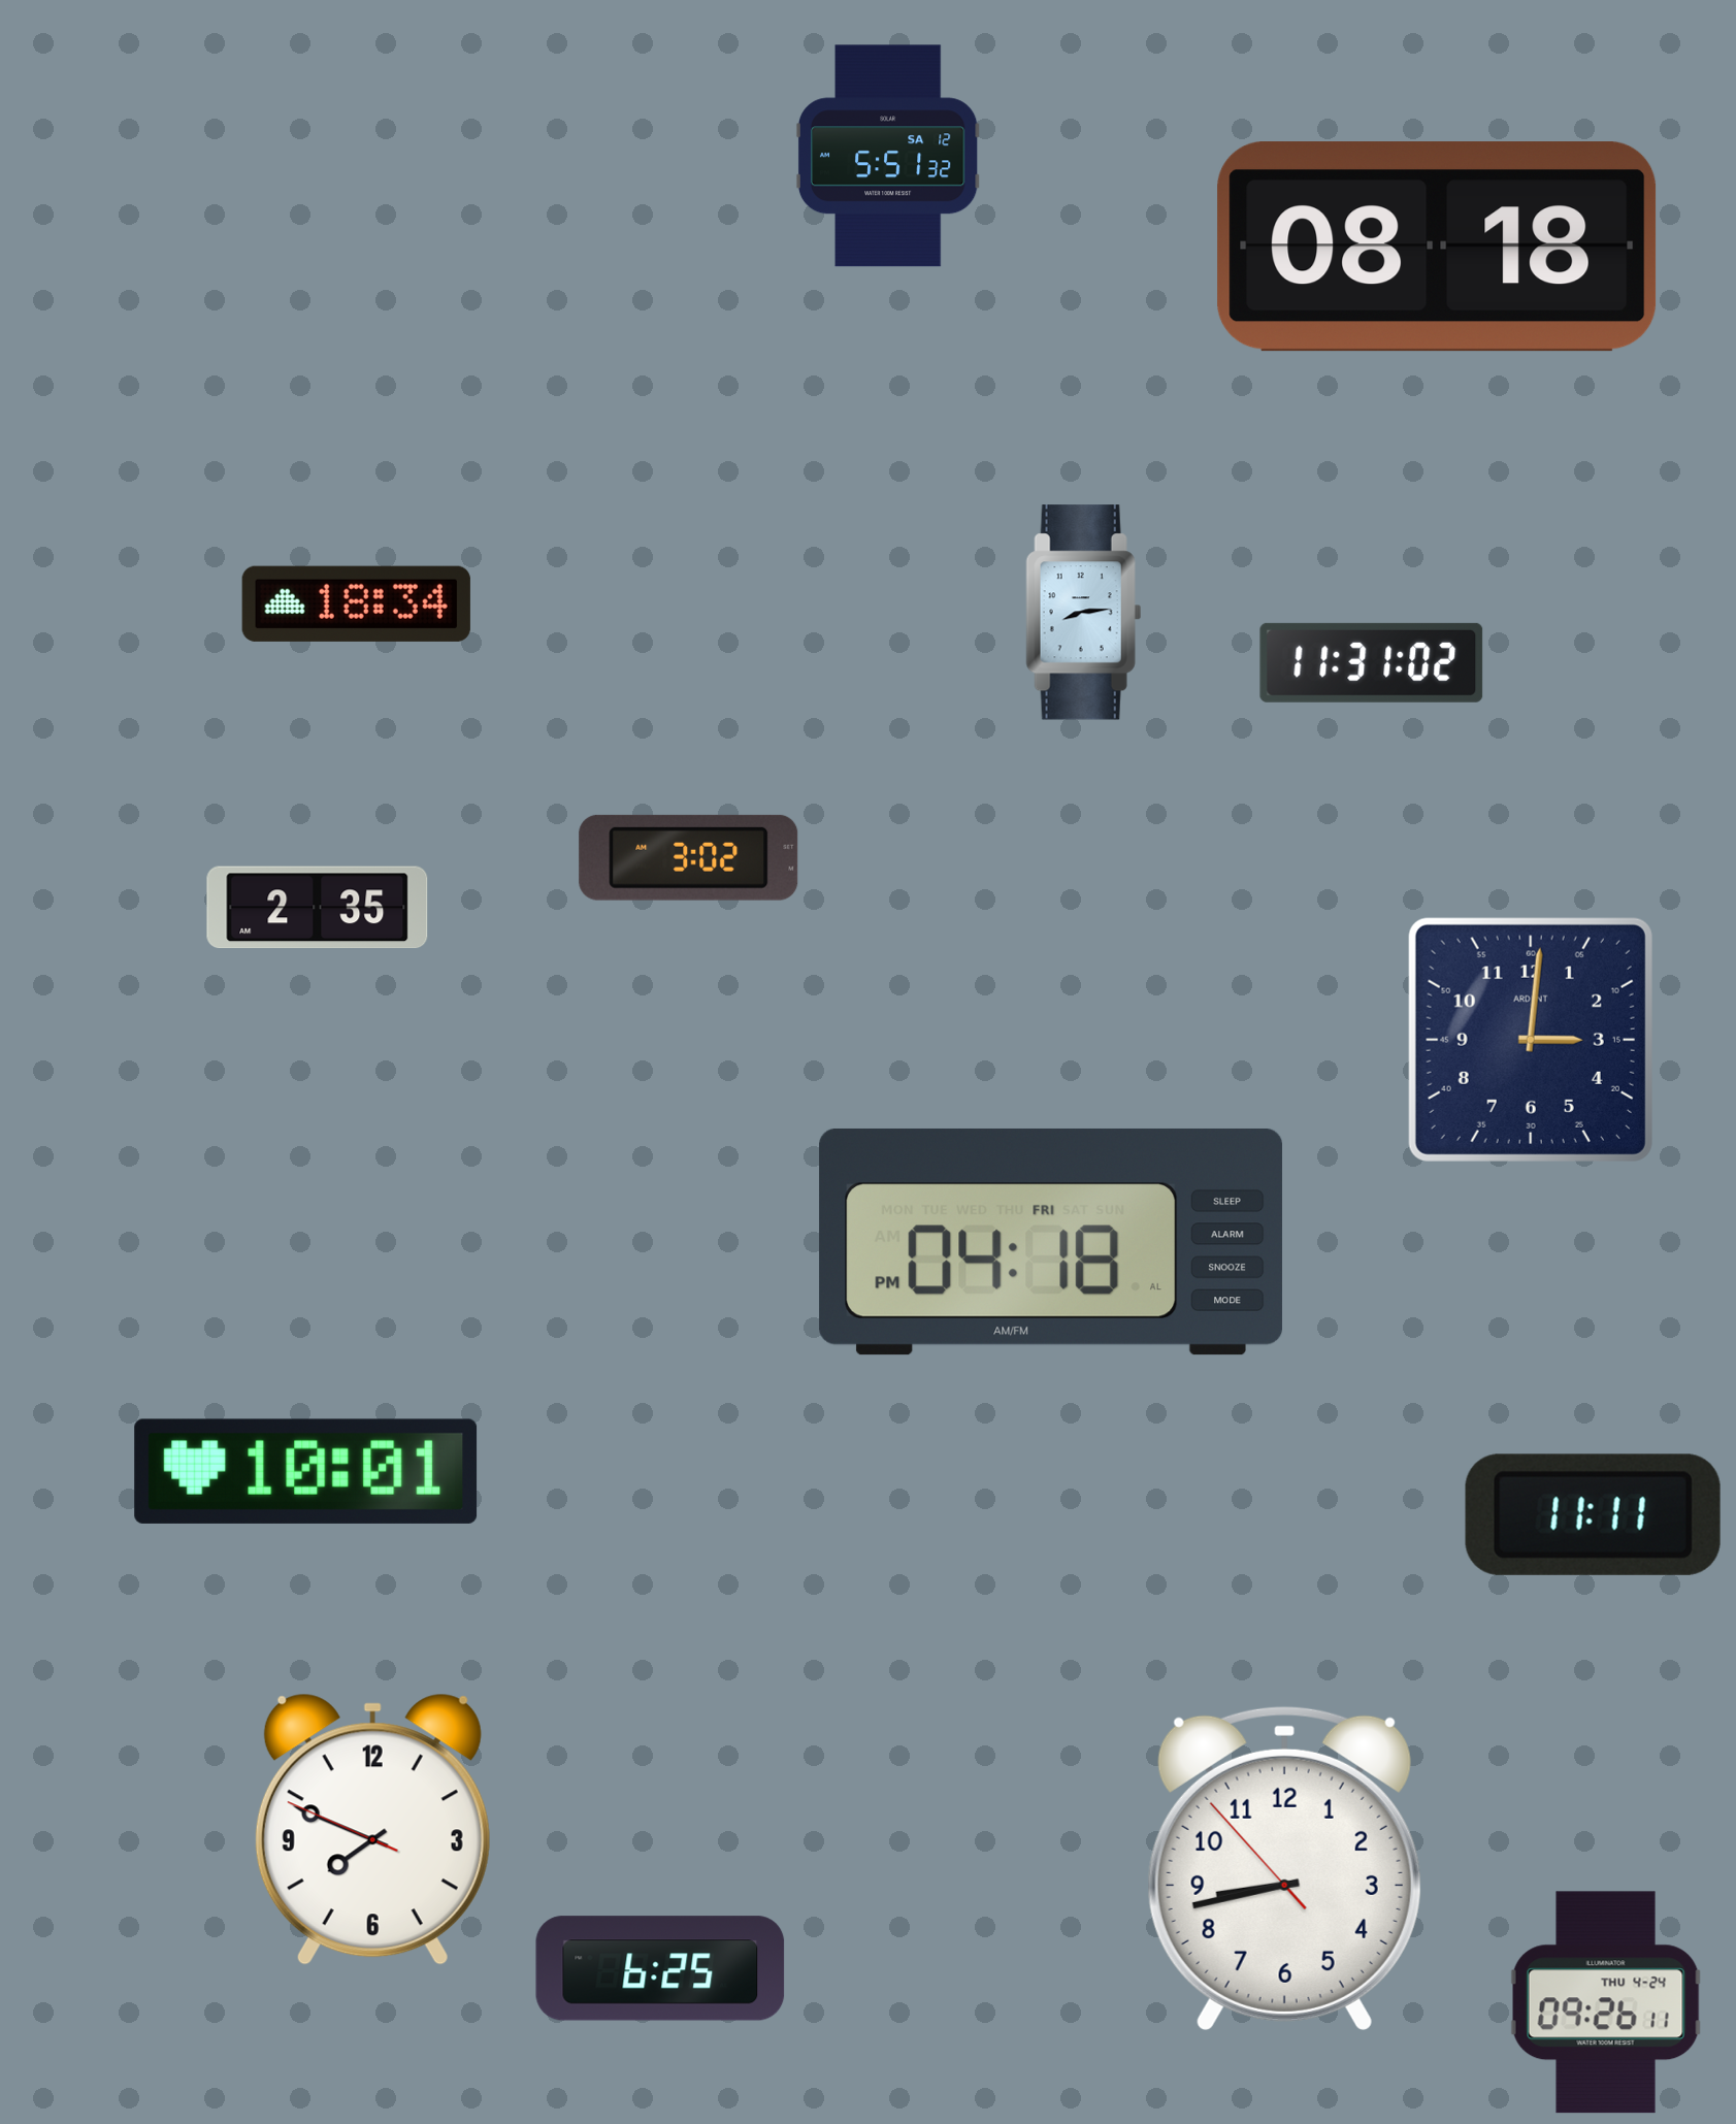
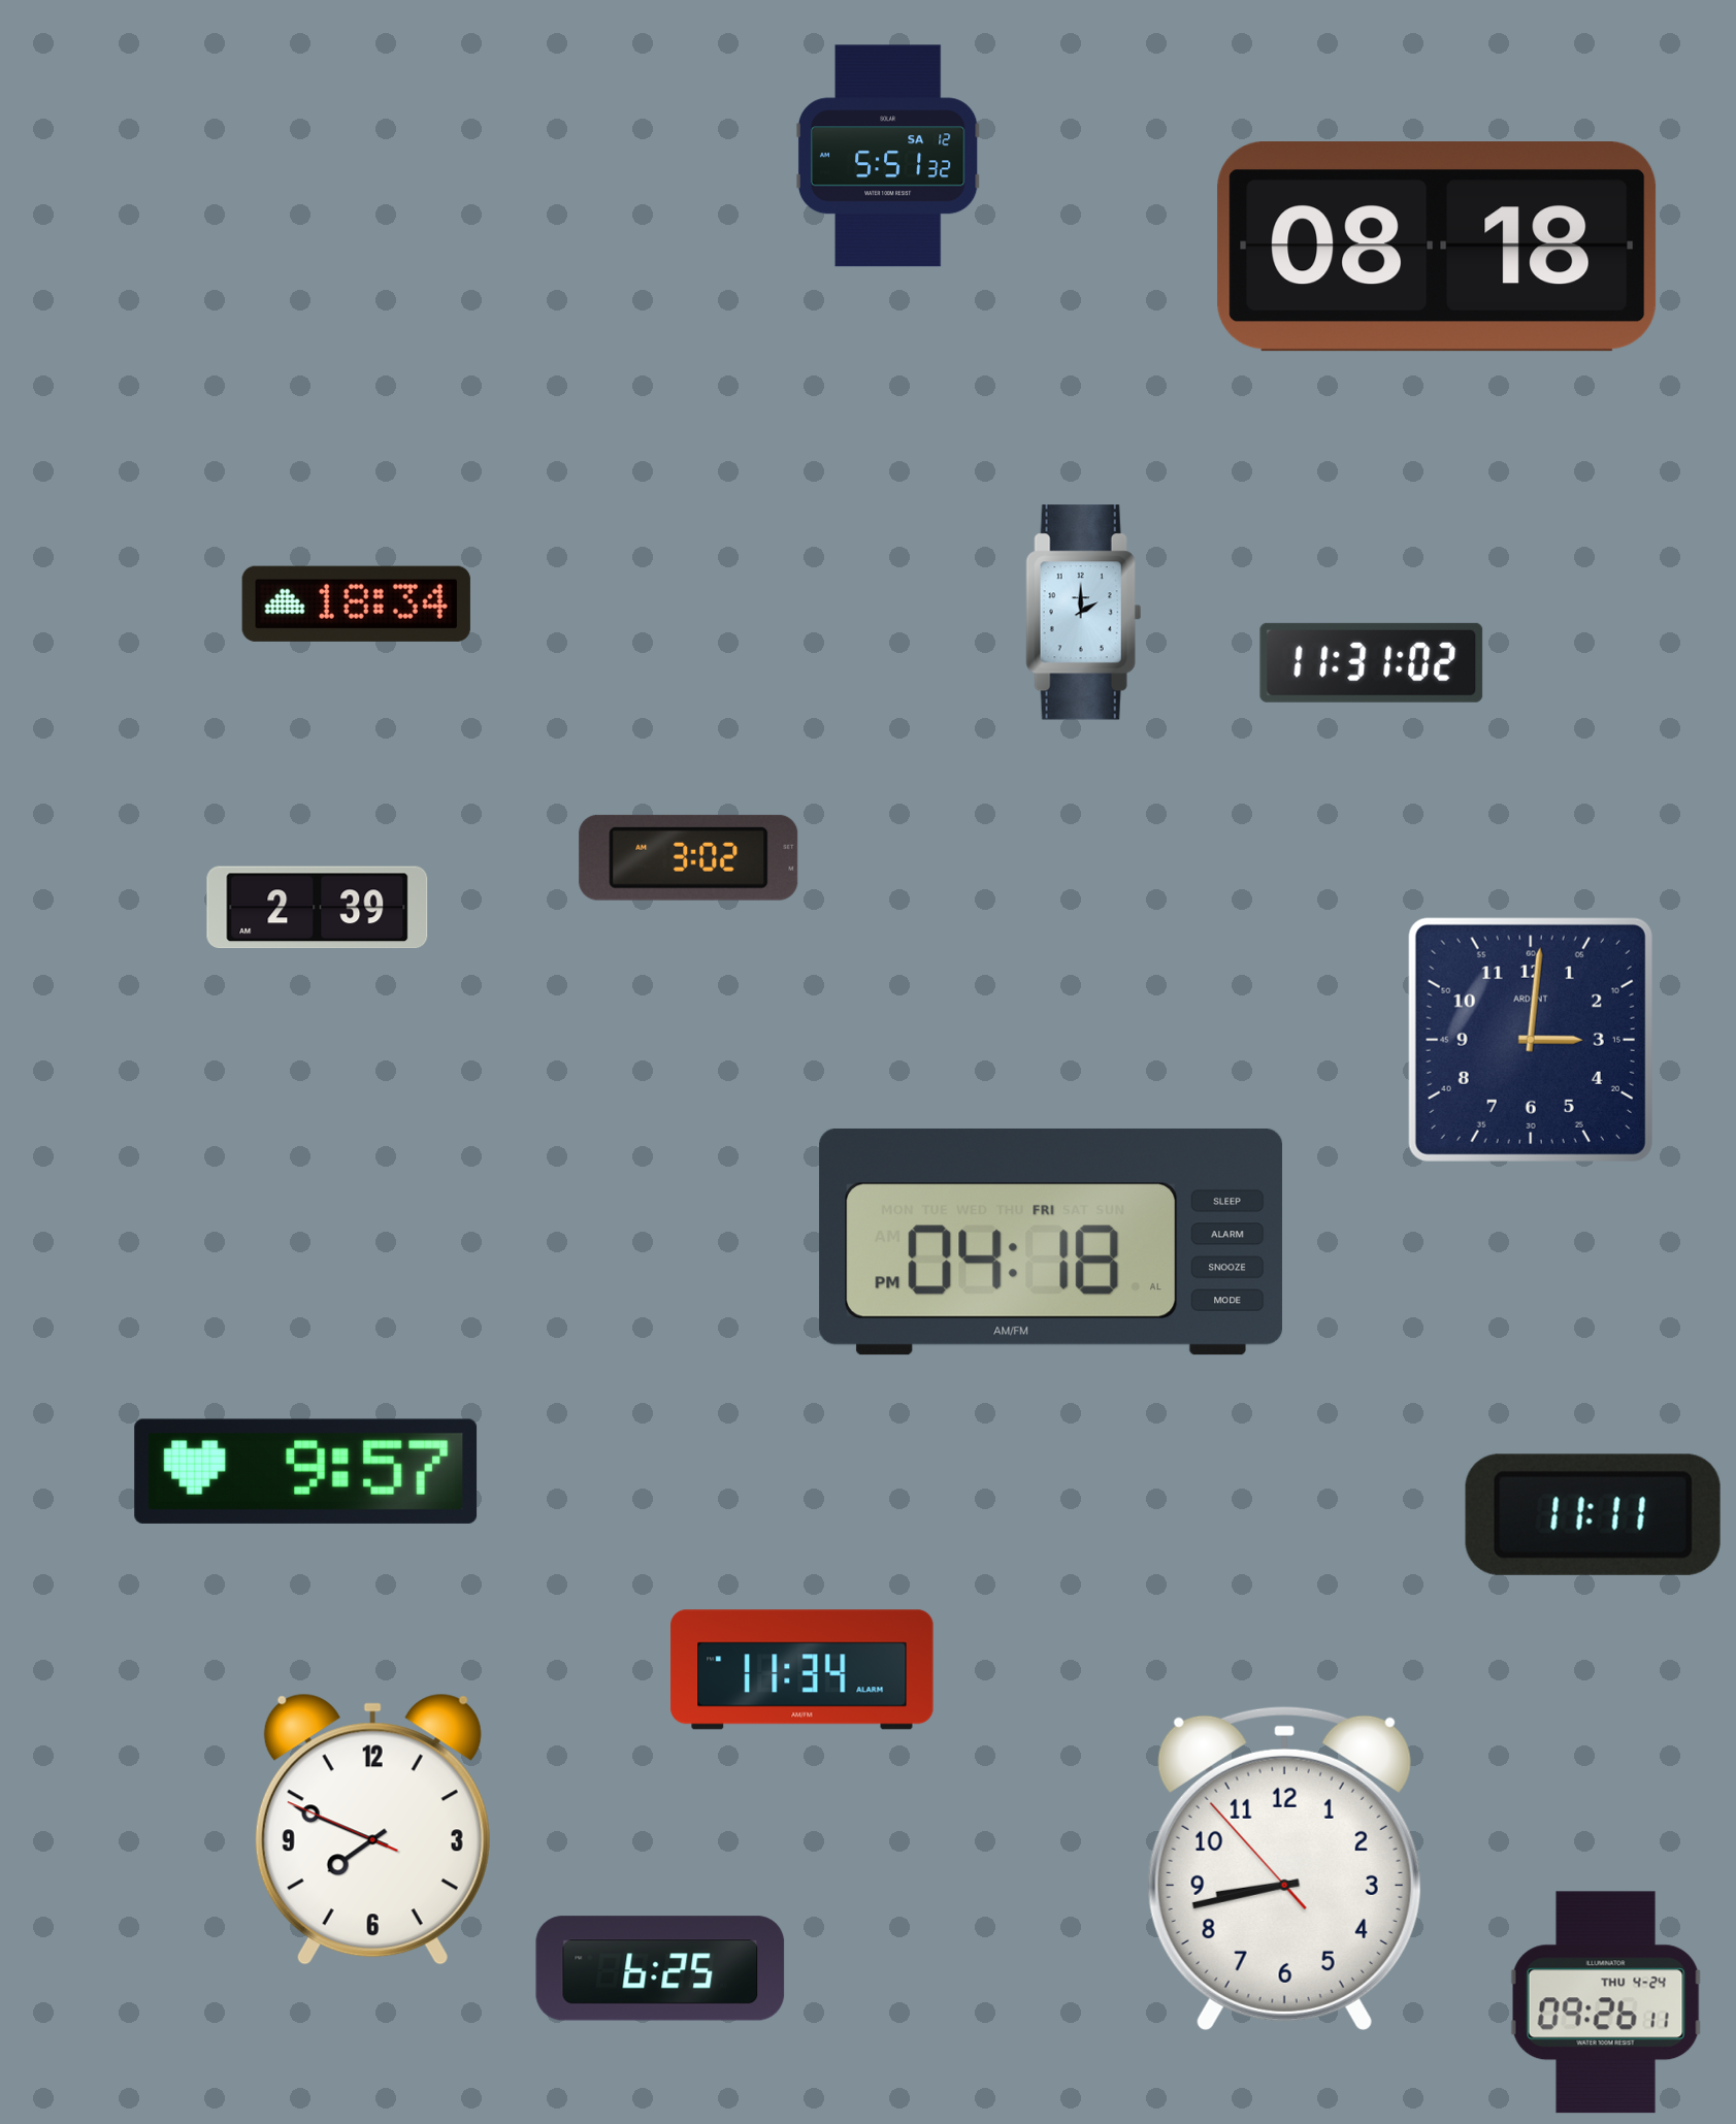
clock at (1084, 613): 8:14 -> 2:00
clock at (318, 908): 2:35 -> 2:39
clock at (306, 1471): 10:01 -> 9:57
clock at (803, 1670): none -> 11:34
